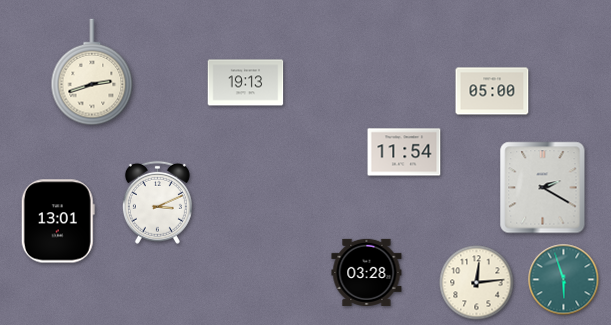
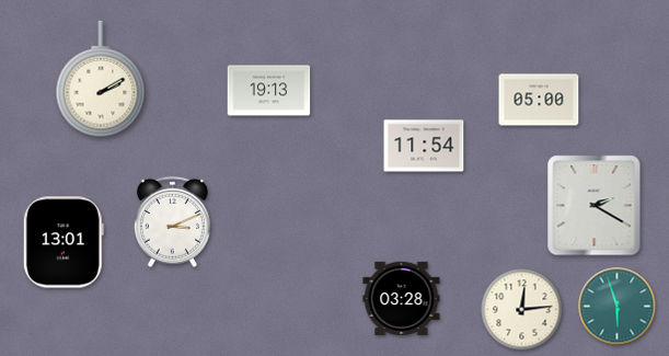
clock at (92, 72): 2:42 -> 2:10
clock at (404, 152) position: (404, 152) -> (424, 146)
